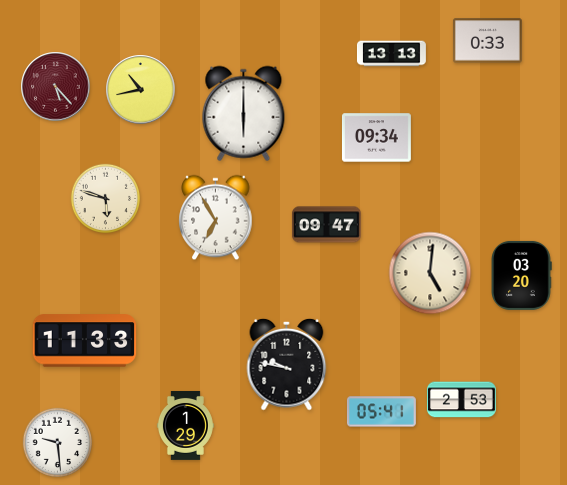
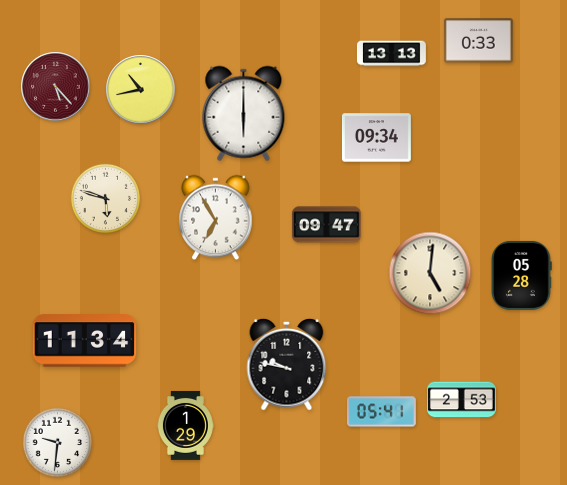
clock at (487, 41) position: (487, 41) -> (478, 41)
clock at (521, 275): 03:20 -> 05:28
clock at (85, 341): 11:33 -> 11:34
clock at (58, 443): 9:29 -> 9:31
